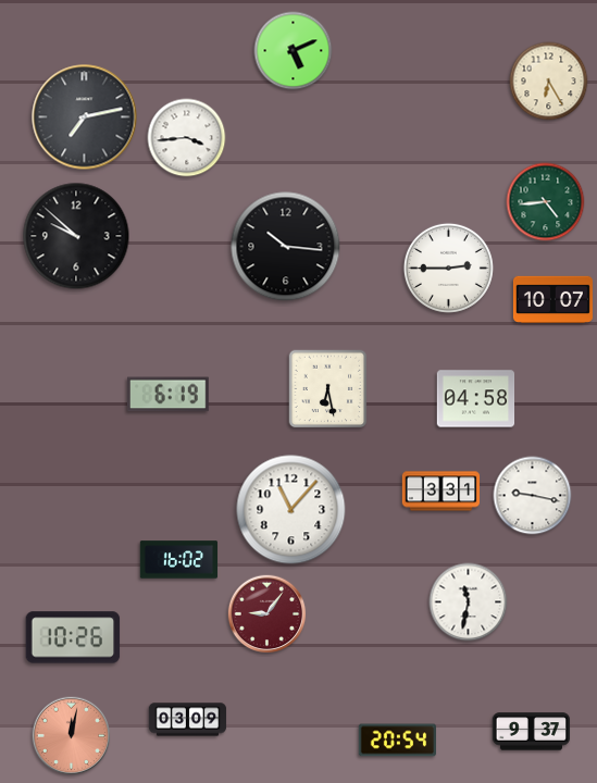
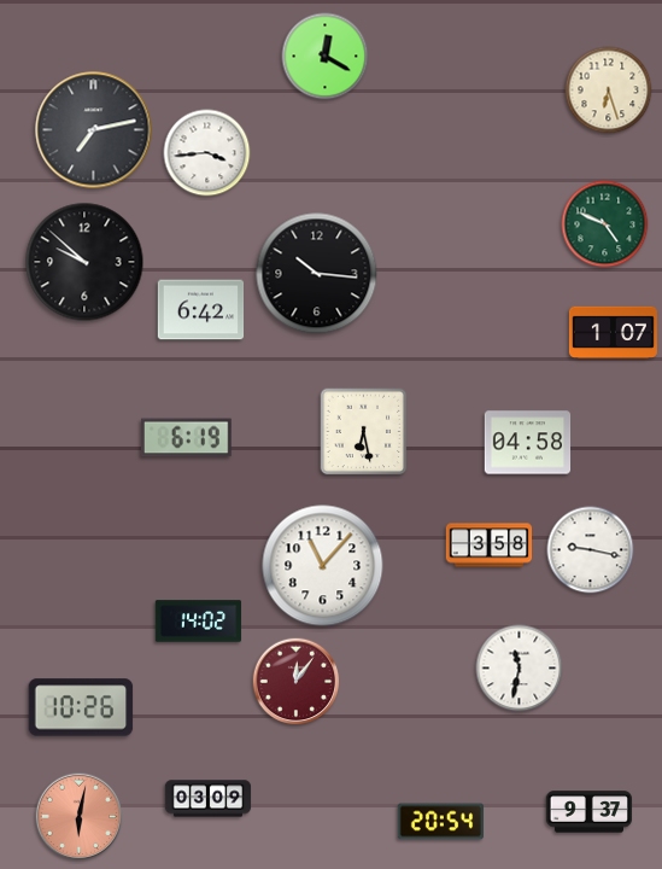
clock at (294, 51): 5:11 -> 12:20
clock at (549, 82): 6:25 -> 6:27
clock at (546, 202): 4:44 -> 4:49
clock at (448, 268): 2:45 -> none
clock at (201, 310): none -> 6:42
clock at (552, 299): 10:07 -> 1:07
clock at (441, 492): 3:31 -> 3:58
clock at (179, 560): 16:02 -> 14:02
clock at (268, 614): 9:06 -> 12:06
clock at (72, 736): 12:02 -> 6:02
